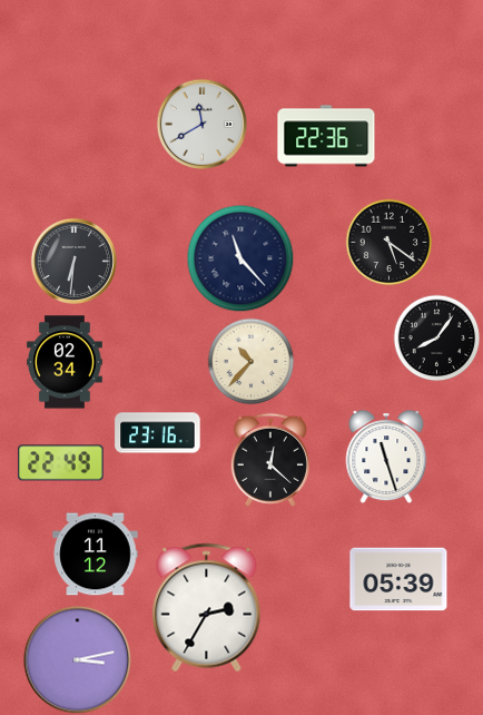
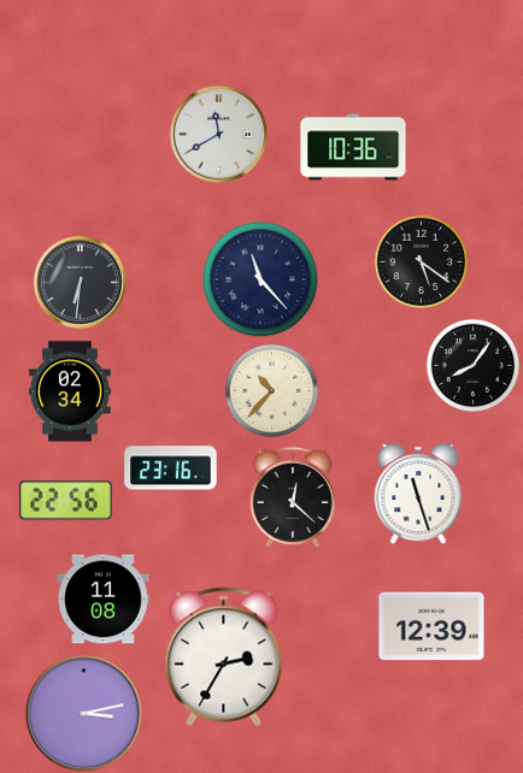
clock at (326, 136): 22:36 -> 10:36
clock at (61, 463): 22:49 -> 22:56
clock at (96, 555): 11:12 -> 11:08
clock at (398, 579): 05:39 -> 12:39
